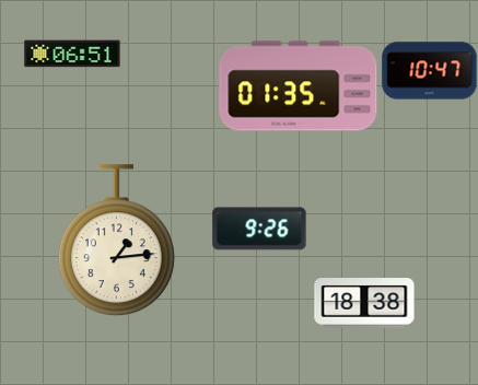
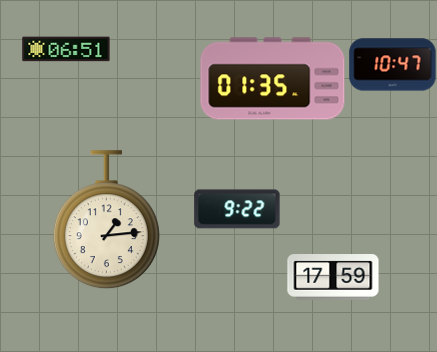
clock at (259, 229): 9:26 -> 9:22
clock at (364, 304): 18:38 -> 17:59
